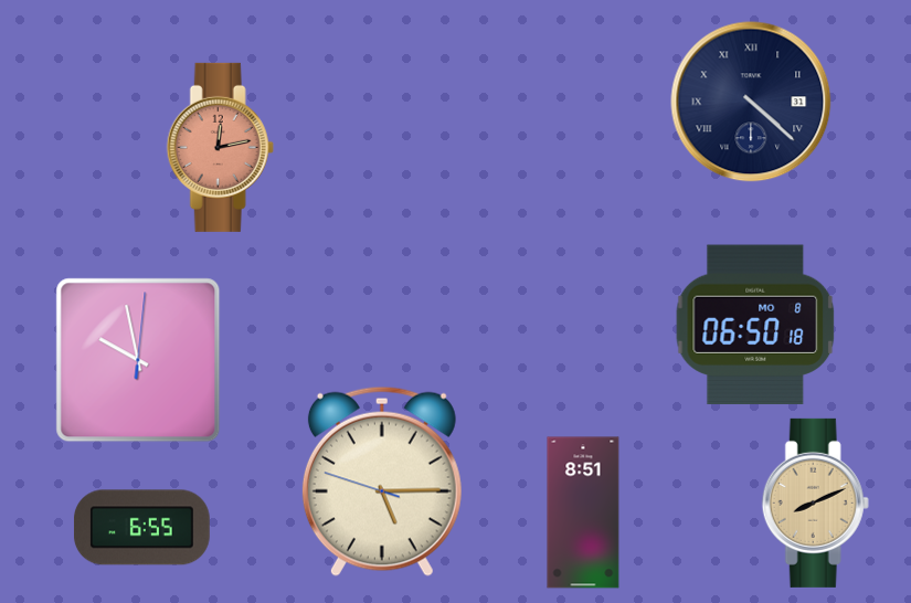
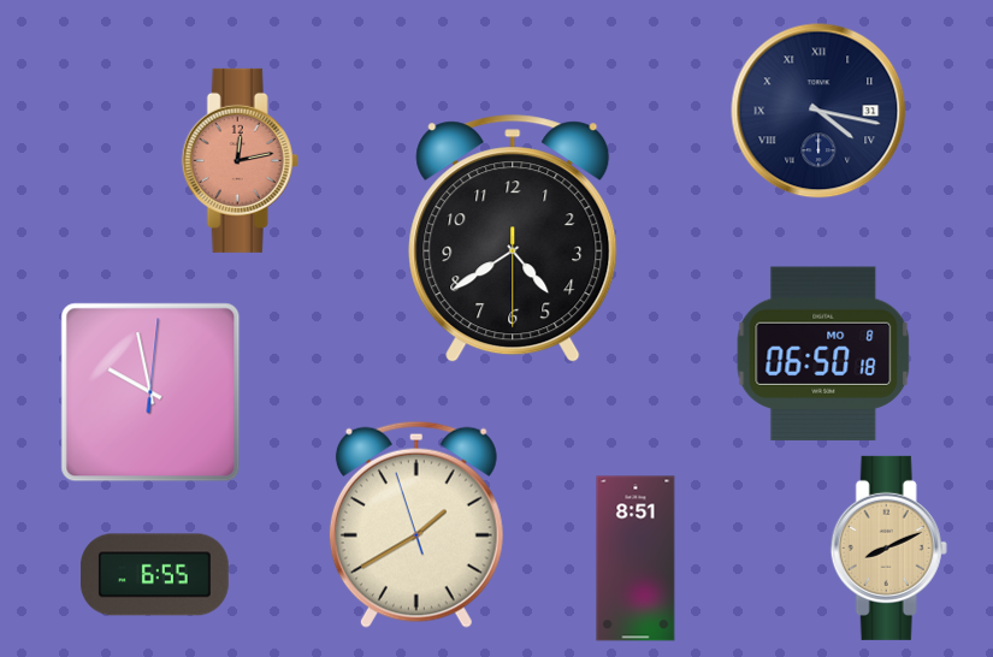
clock at (751, 102): 4:22 -> 4:17
clock at (513, 239): none -> 4:39
clock at (382, 482): 5:14 -> 1:39
